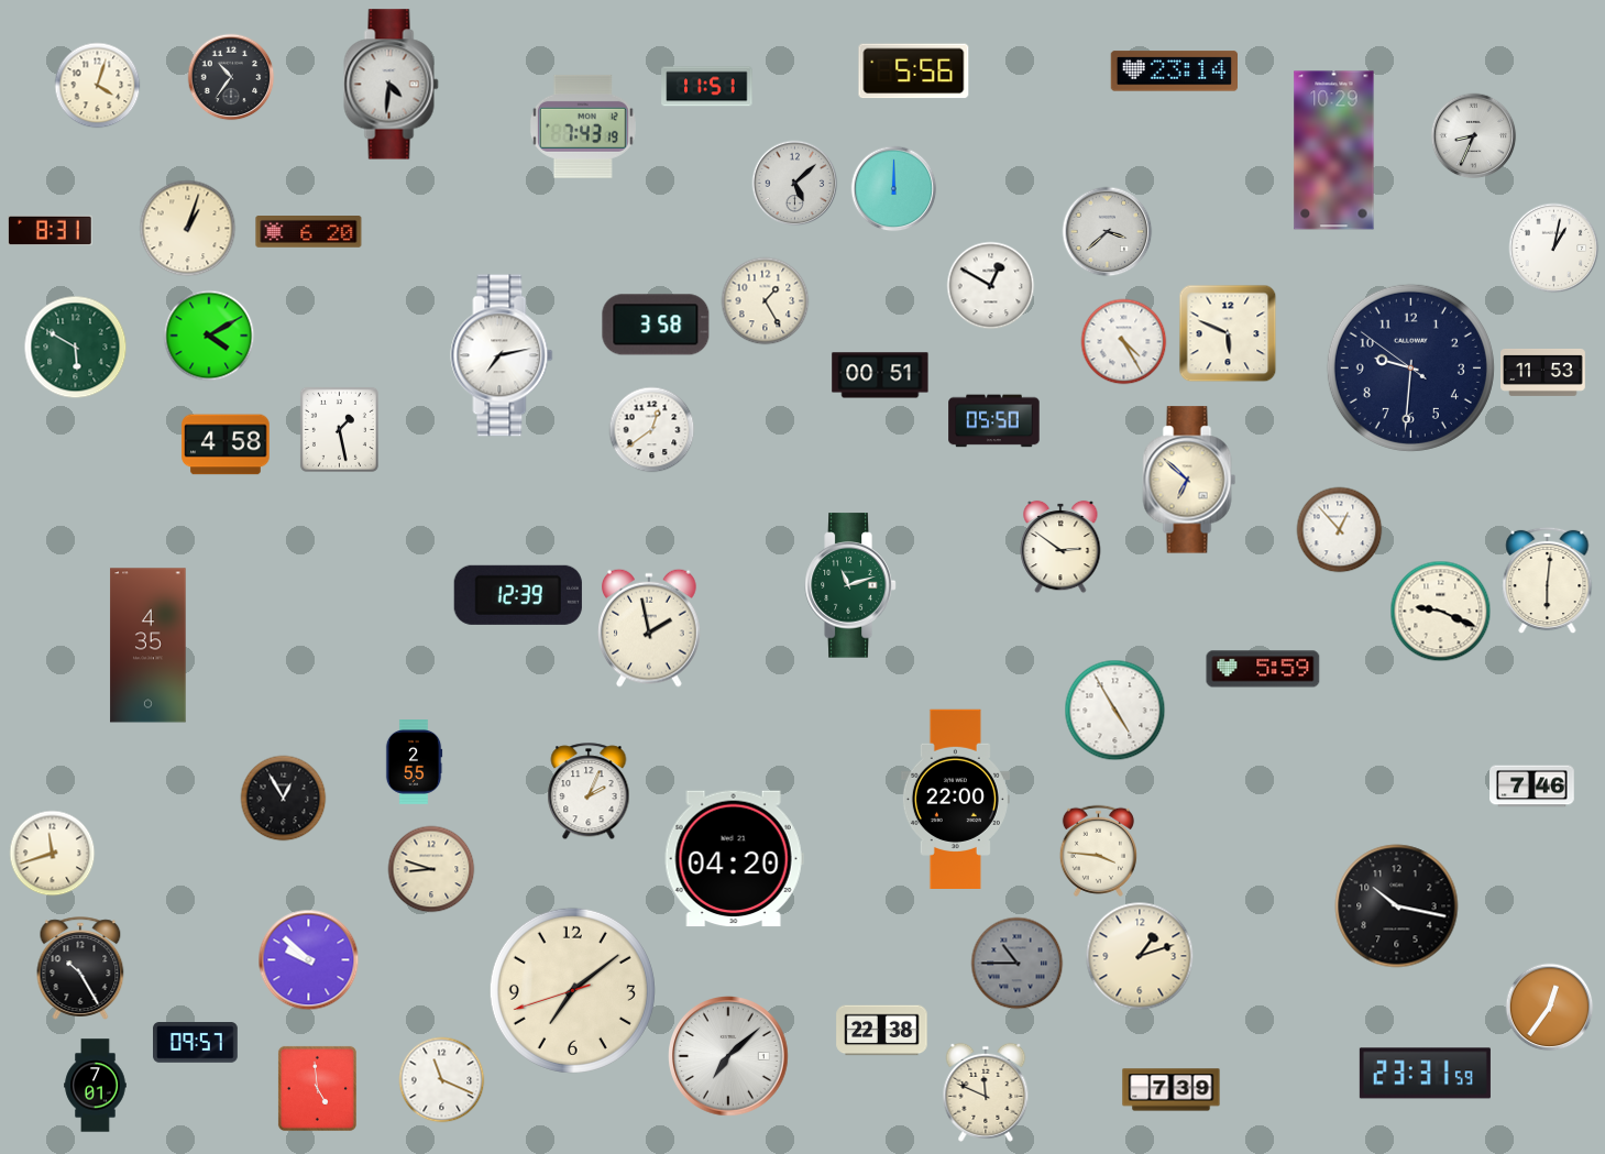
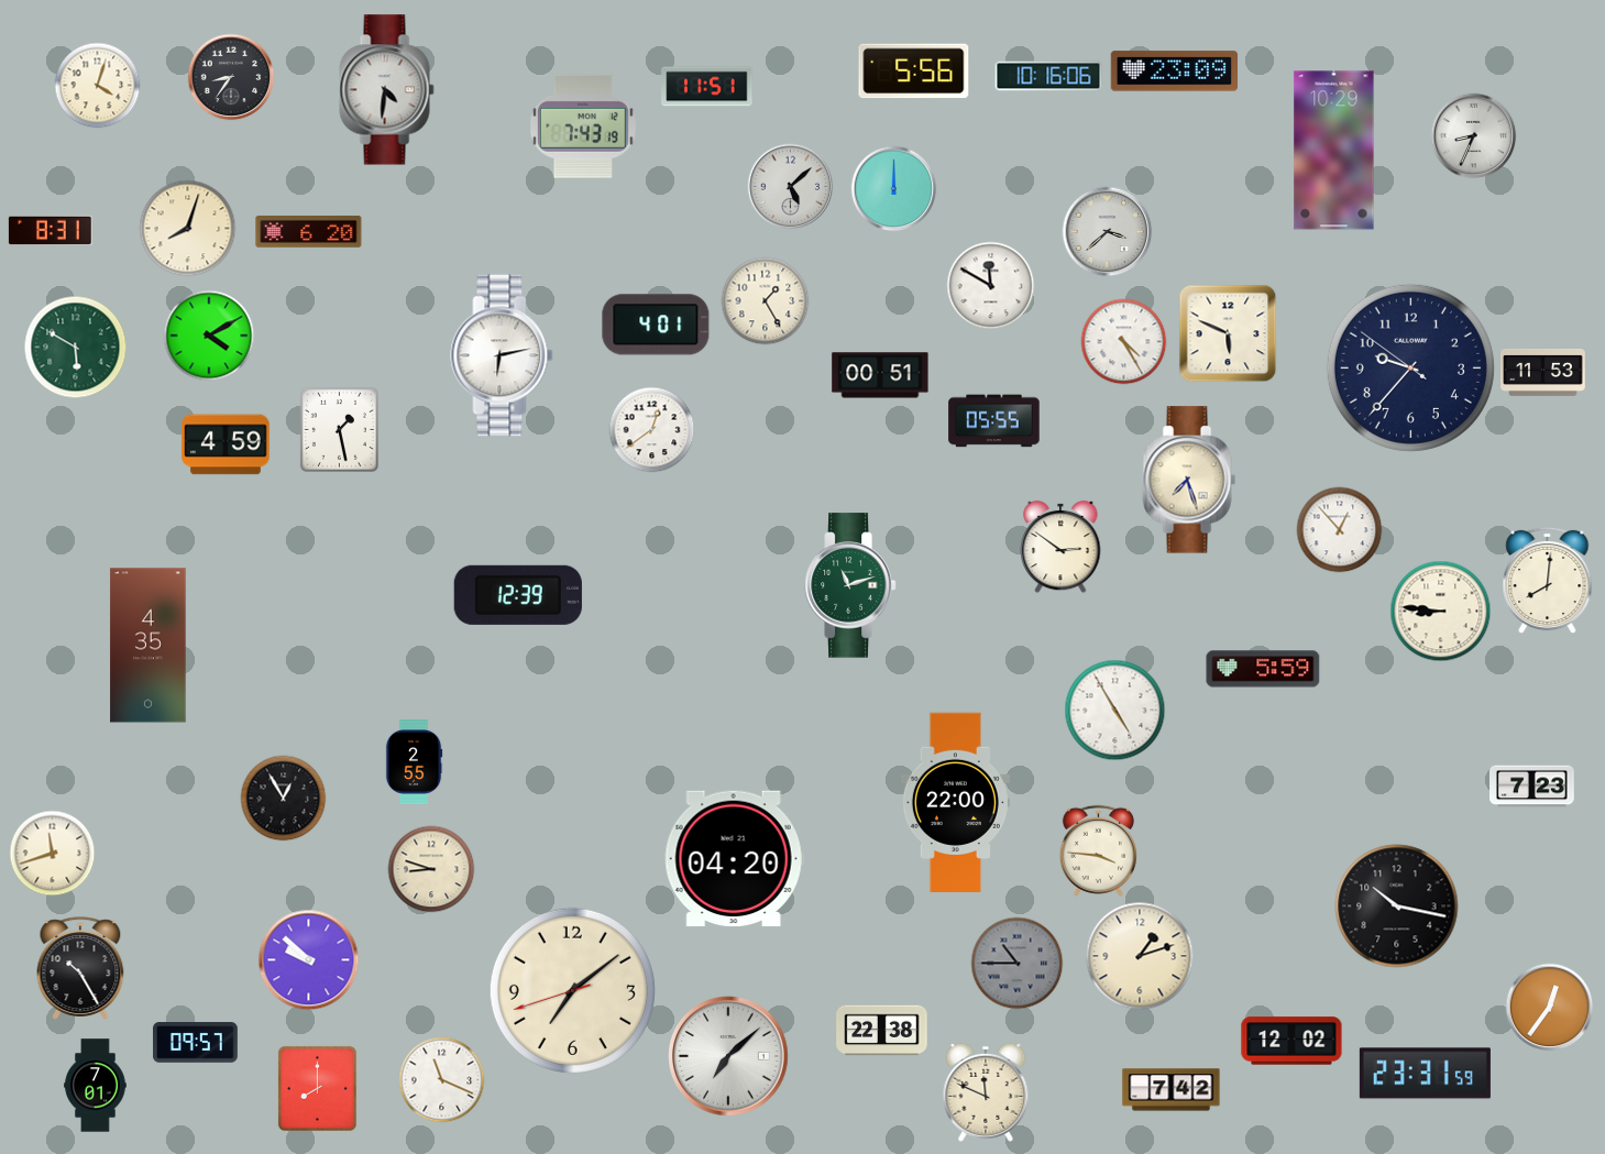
clock at (1174, 72): 23:14 -> 23:09
clock at (1048, 76): none -> 10:16
clock at (231, 77): 10:36 -> 8:36
clock at (392, 85) position: (392, 85) -> (387, 90)
clock at (794, 183) position: (794, 183) -> (790, 186)
clock at (187, 228): 1:03 -> 8:03
clock at (1553, 248): 1:02 -> none
clock at (990, 285): 12:50 -> 11:50
clock at (656, 325): 3:58 -> 4:01
clock at (502, 355): 7:13 -> 6:13
clock at (1410, 367): 9:30 -> 9:36
clock at (994, 421): 05:50 -> 05:55
clock at (226, 444): 4:58 -> 4:59
clock at (1189, 480): 6:52 -> 7:27
clock at (1548, 580): 6:01 -> 8:01
clock at (1440, 611): 9:19 -> 8:46
clock at (650, 628): 1:58 -> none
clock at (1532, 787): 7:46 -> 7:23
clock at (589, 791): 2:04 -> none
clock at (955, 799) position: (955, 799) -> (955, 802)
clock at (1291, 1041): none -> 12:02
clock at (317, 1088): 4:59 -> 8:00
clock at (1172, 1090): 7:39 -> 7:42
